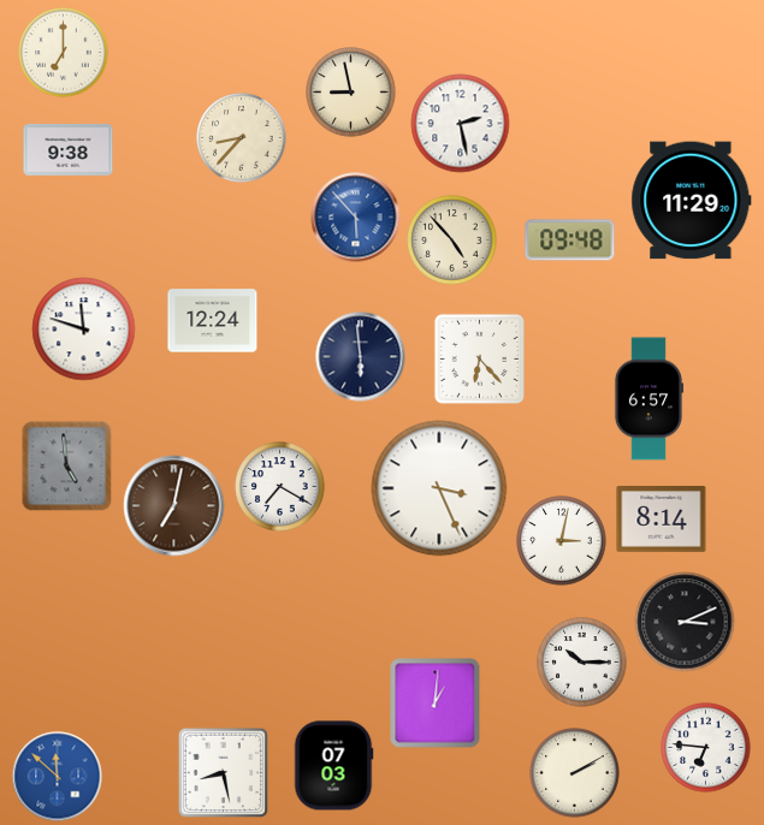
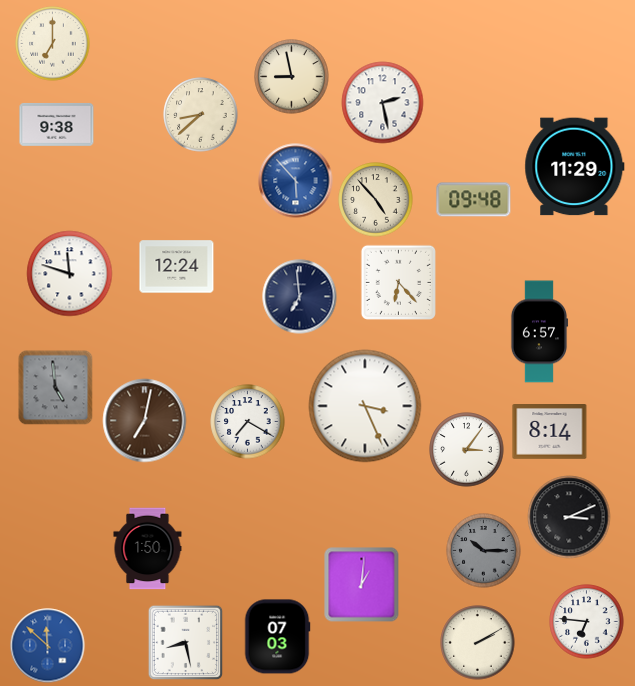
clock at (242, 138): 8:37 -> 8:38
clock at (361, 357): 5:59 -> 6:59
clock at (479, 358) position: (479, 358) -> (398, 282)
clock at (280, 487) position: (280, 487) -> (248, 422)
clock at (562, 541): 3:02 -> 3:06
clock at (148, 549): none -> 1:50
clock at (582, 663) dial: white -> grey
